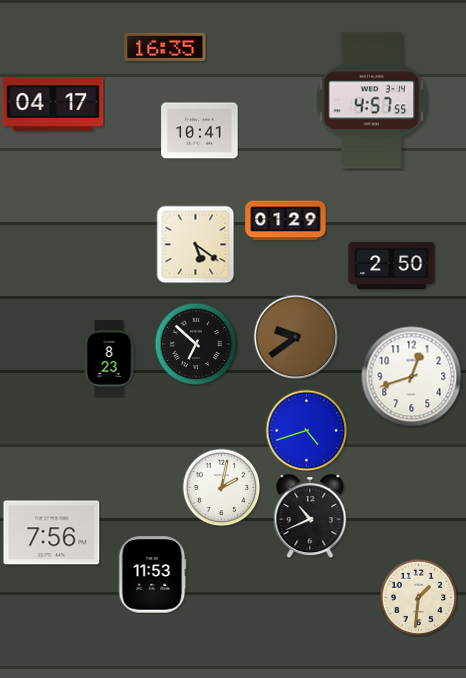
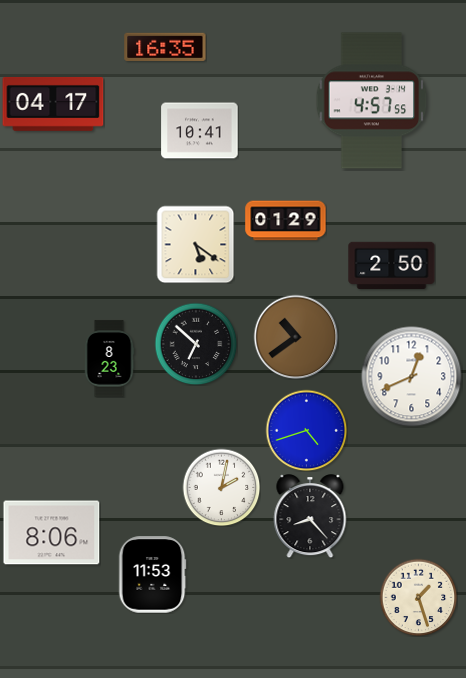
clock at (296, 337): 9:39 -> 10:39
clock at (412, 377): 12:42 -> 12:41
clock at (310, 516): 10:41 -> 8:23
clock at (52, 533): 7:56 -> 8:06
clock at (418, 597): 1:31 -> 1:27
